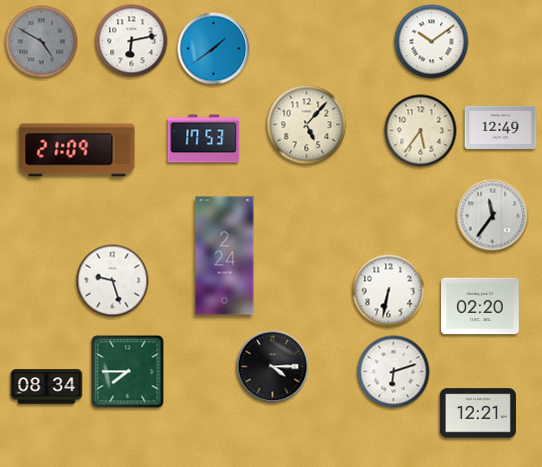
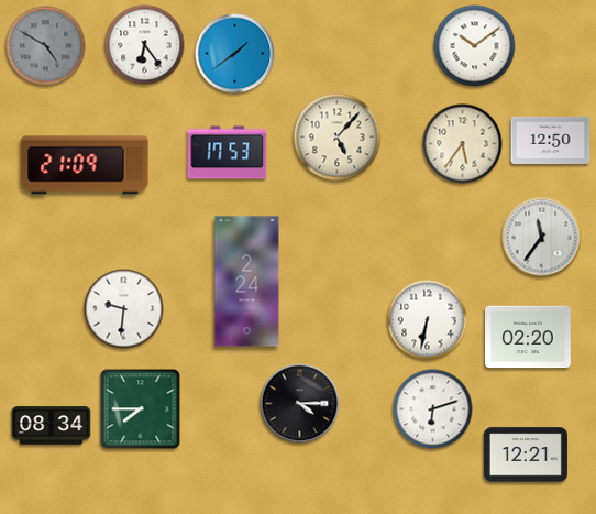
clock at (132, 41): 6:13 -> 6:24
clock at (501, 127): 12:49 -> 12:50
clock at (204, 139) position: (204, 139) -> (228, 153)
clock at (113, 281): 9:27 -> 9:31
